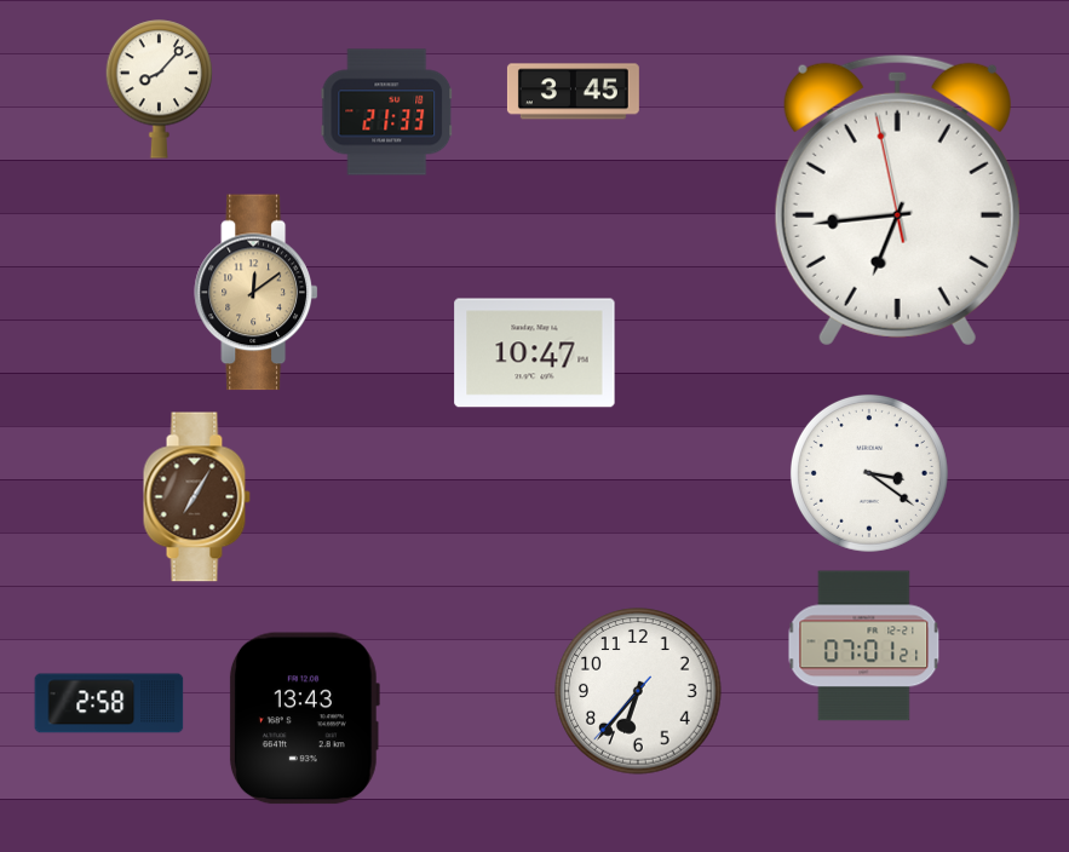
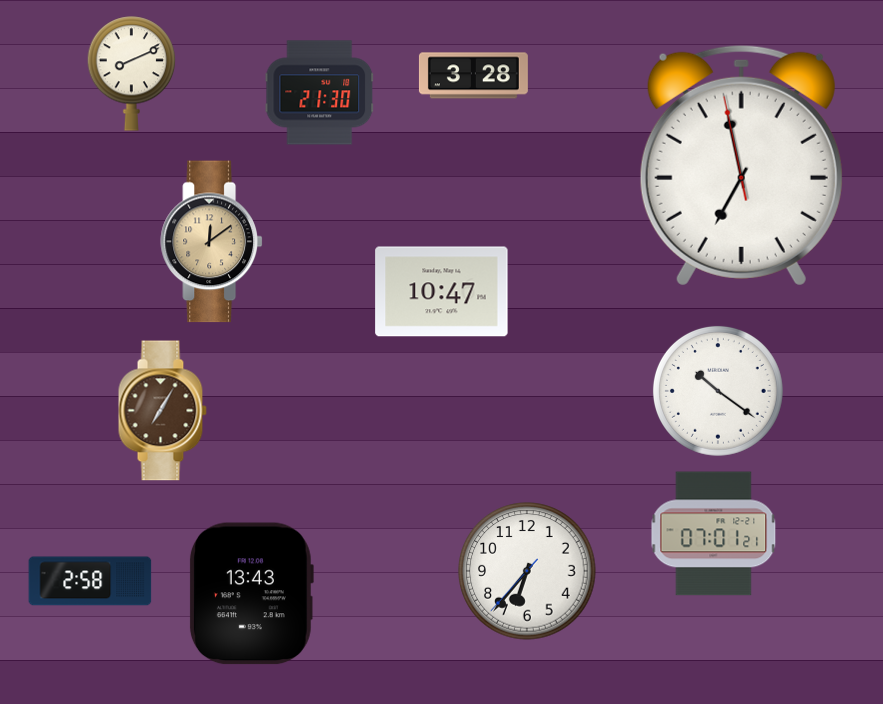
clock at (160, 90): 8:07 -> 8:11
clock at (573, 92): 3:45 -> 3:28
clock at (387, 113): 21:33 -> 21:30
clock at (897, 200): 6:43 -> 6:57
clock at (869, 473): 3:21 -> 10:21
